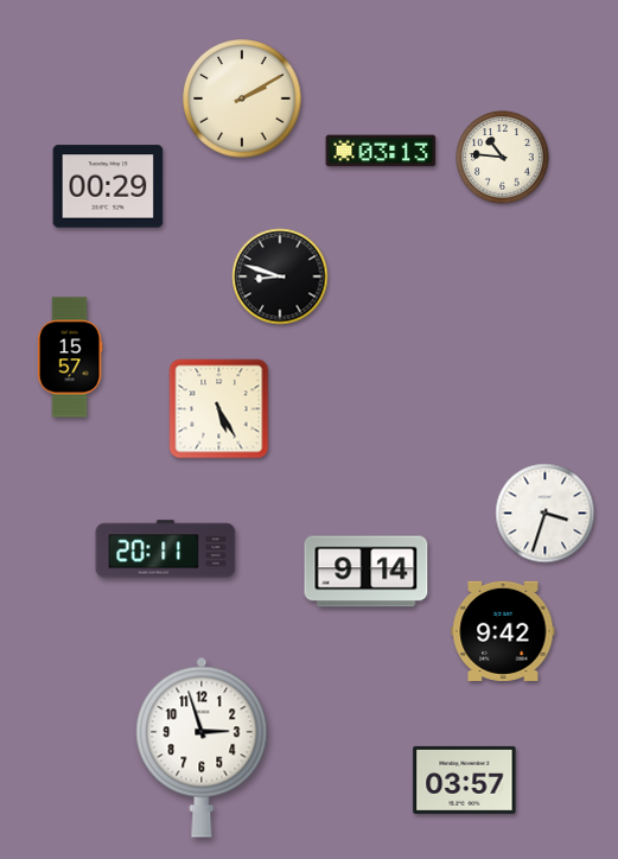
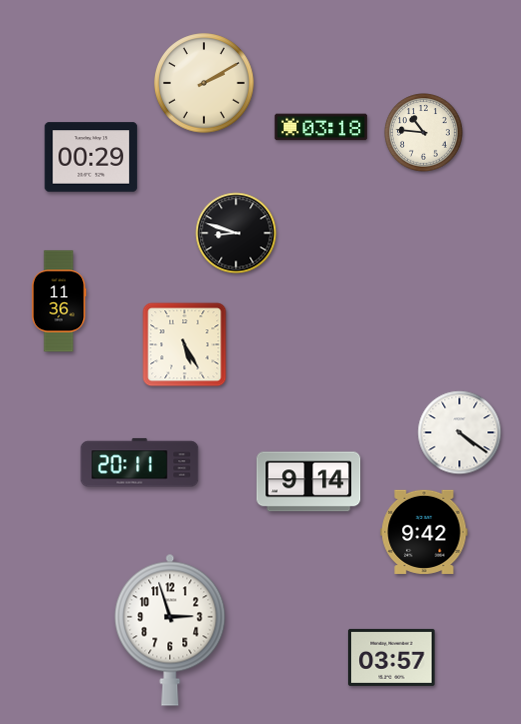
clock at (381, 151): 03:13 -> 03:18
clock at (70, 357): 15:57 -> 11:36
clock at (546, 514): 3:33 -> 4:21
